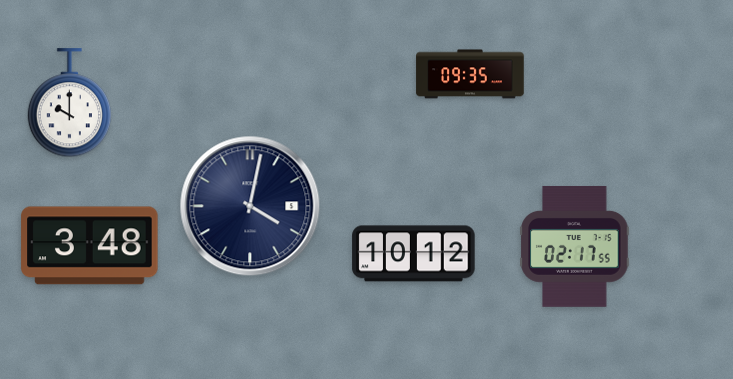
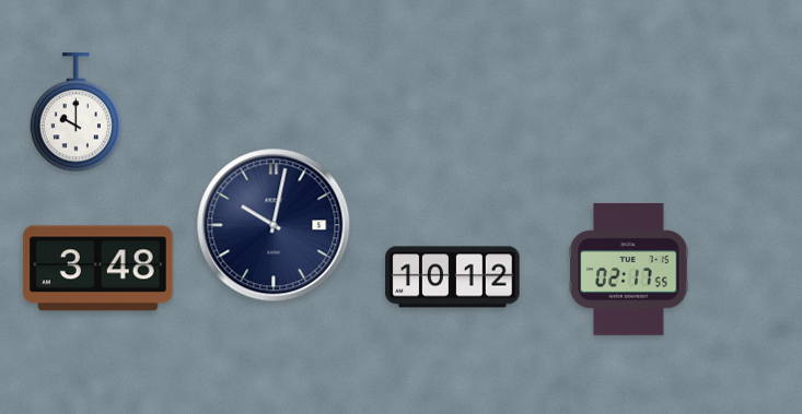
clock at (470, 74): 09:35 -> none
clock at (250, 206): 4:02 -> 10:02
